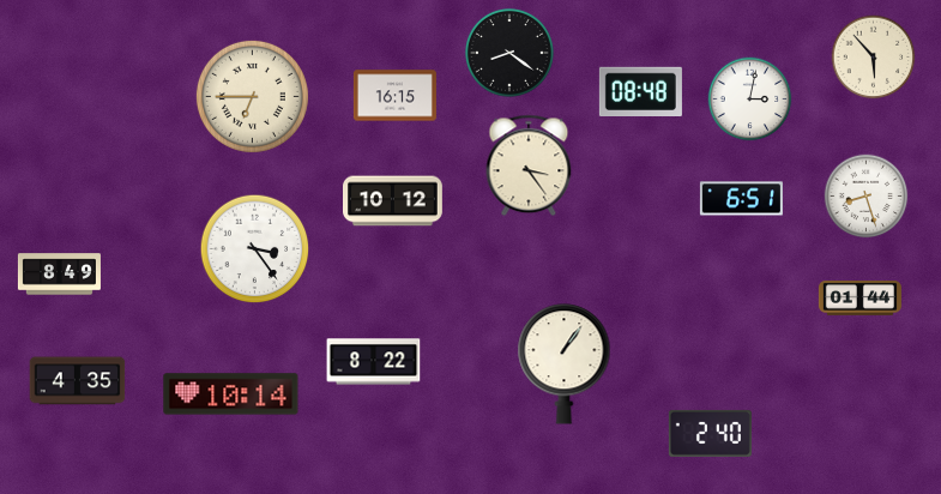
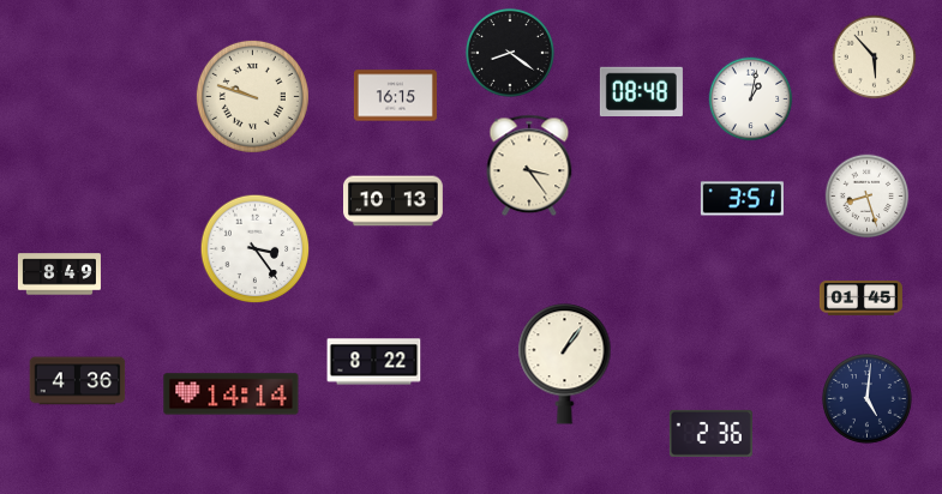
clock at (252, 96): 6:45 -> 9:48
clock at (750, 100): 3:02 -> 1:02
clock at (741, 199): 6:51 -> 3:51
clock at (393, 201): 10:12 -> 10:13
clock at (859, 299): 01:44 -> 01:45
clock at (78, 381): 4:35 -> 4:36
clock at (231, 394): 10:14 -> 14:14
clock at (868, 399): none -> 5:01
clock at (710, 433): 2:40 -> 2:36
